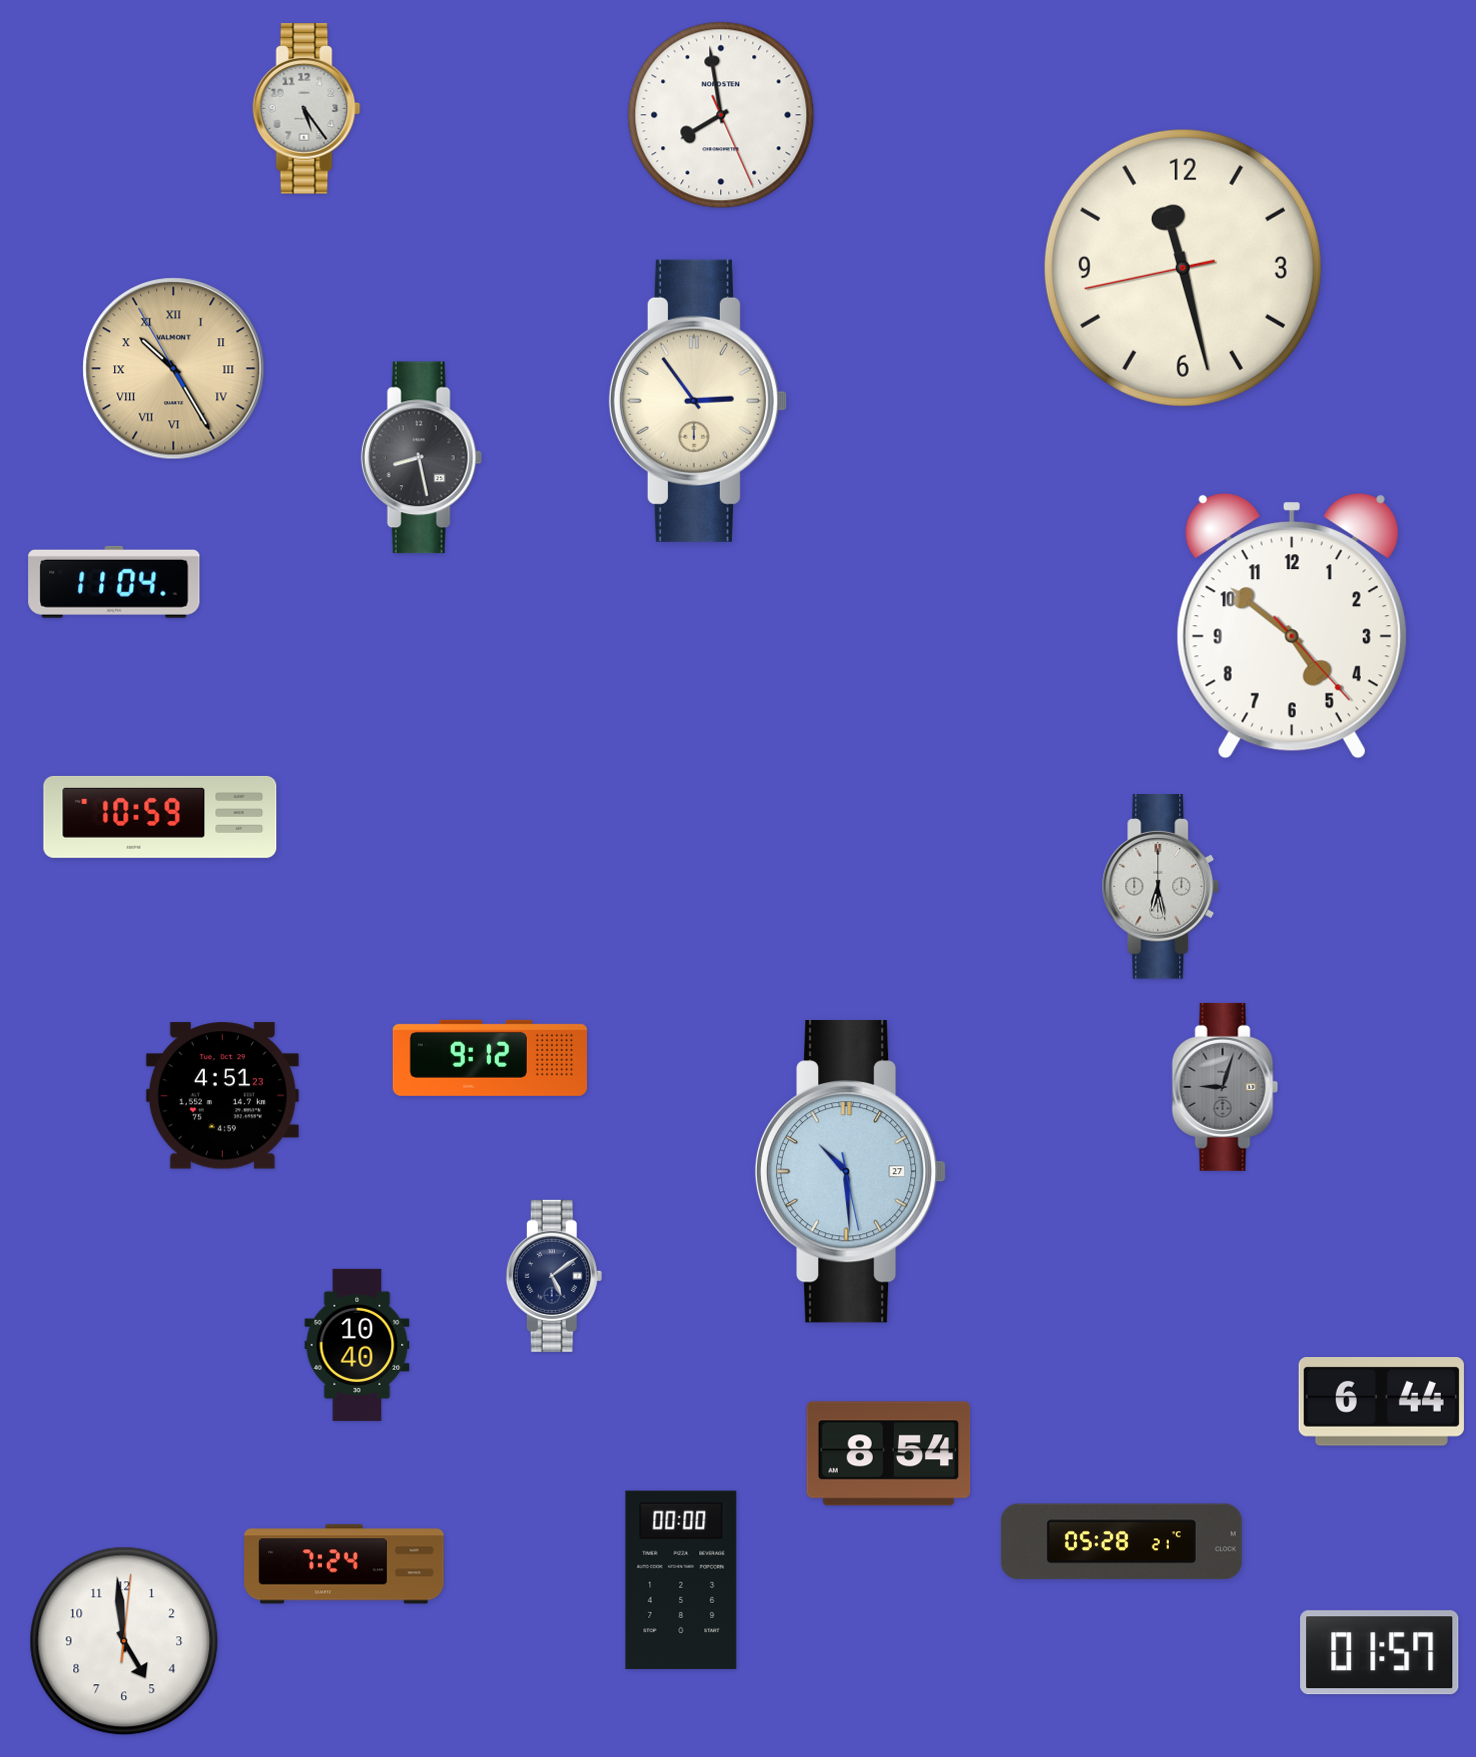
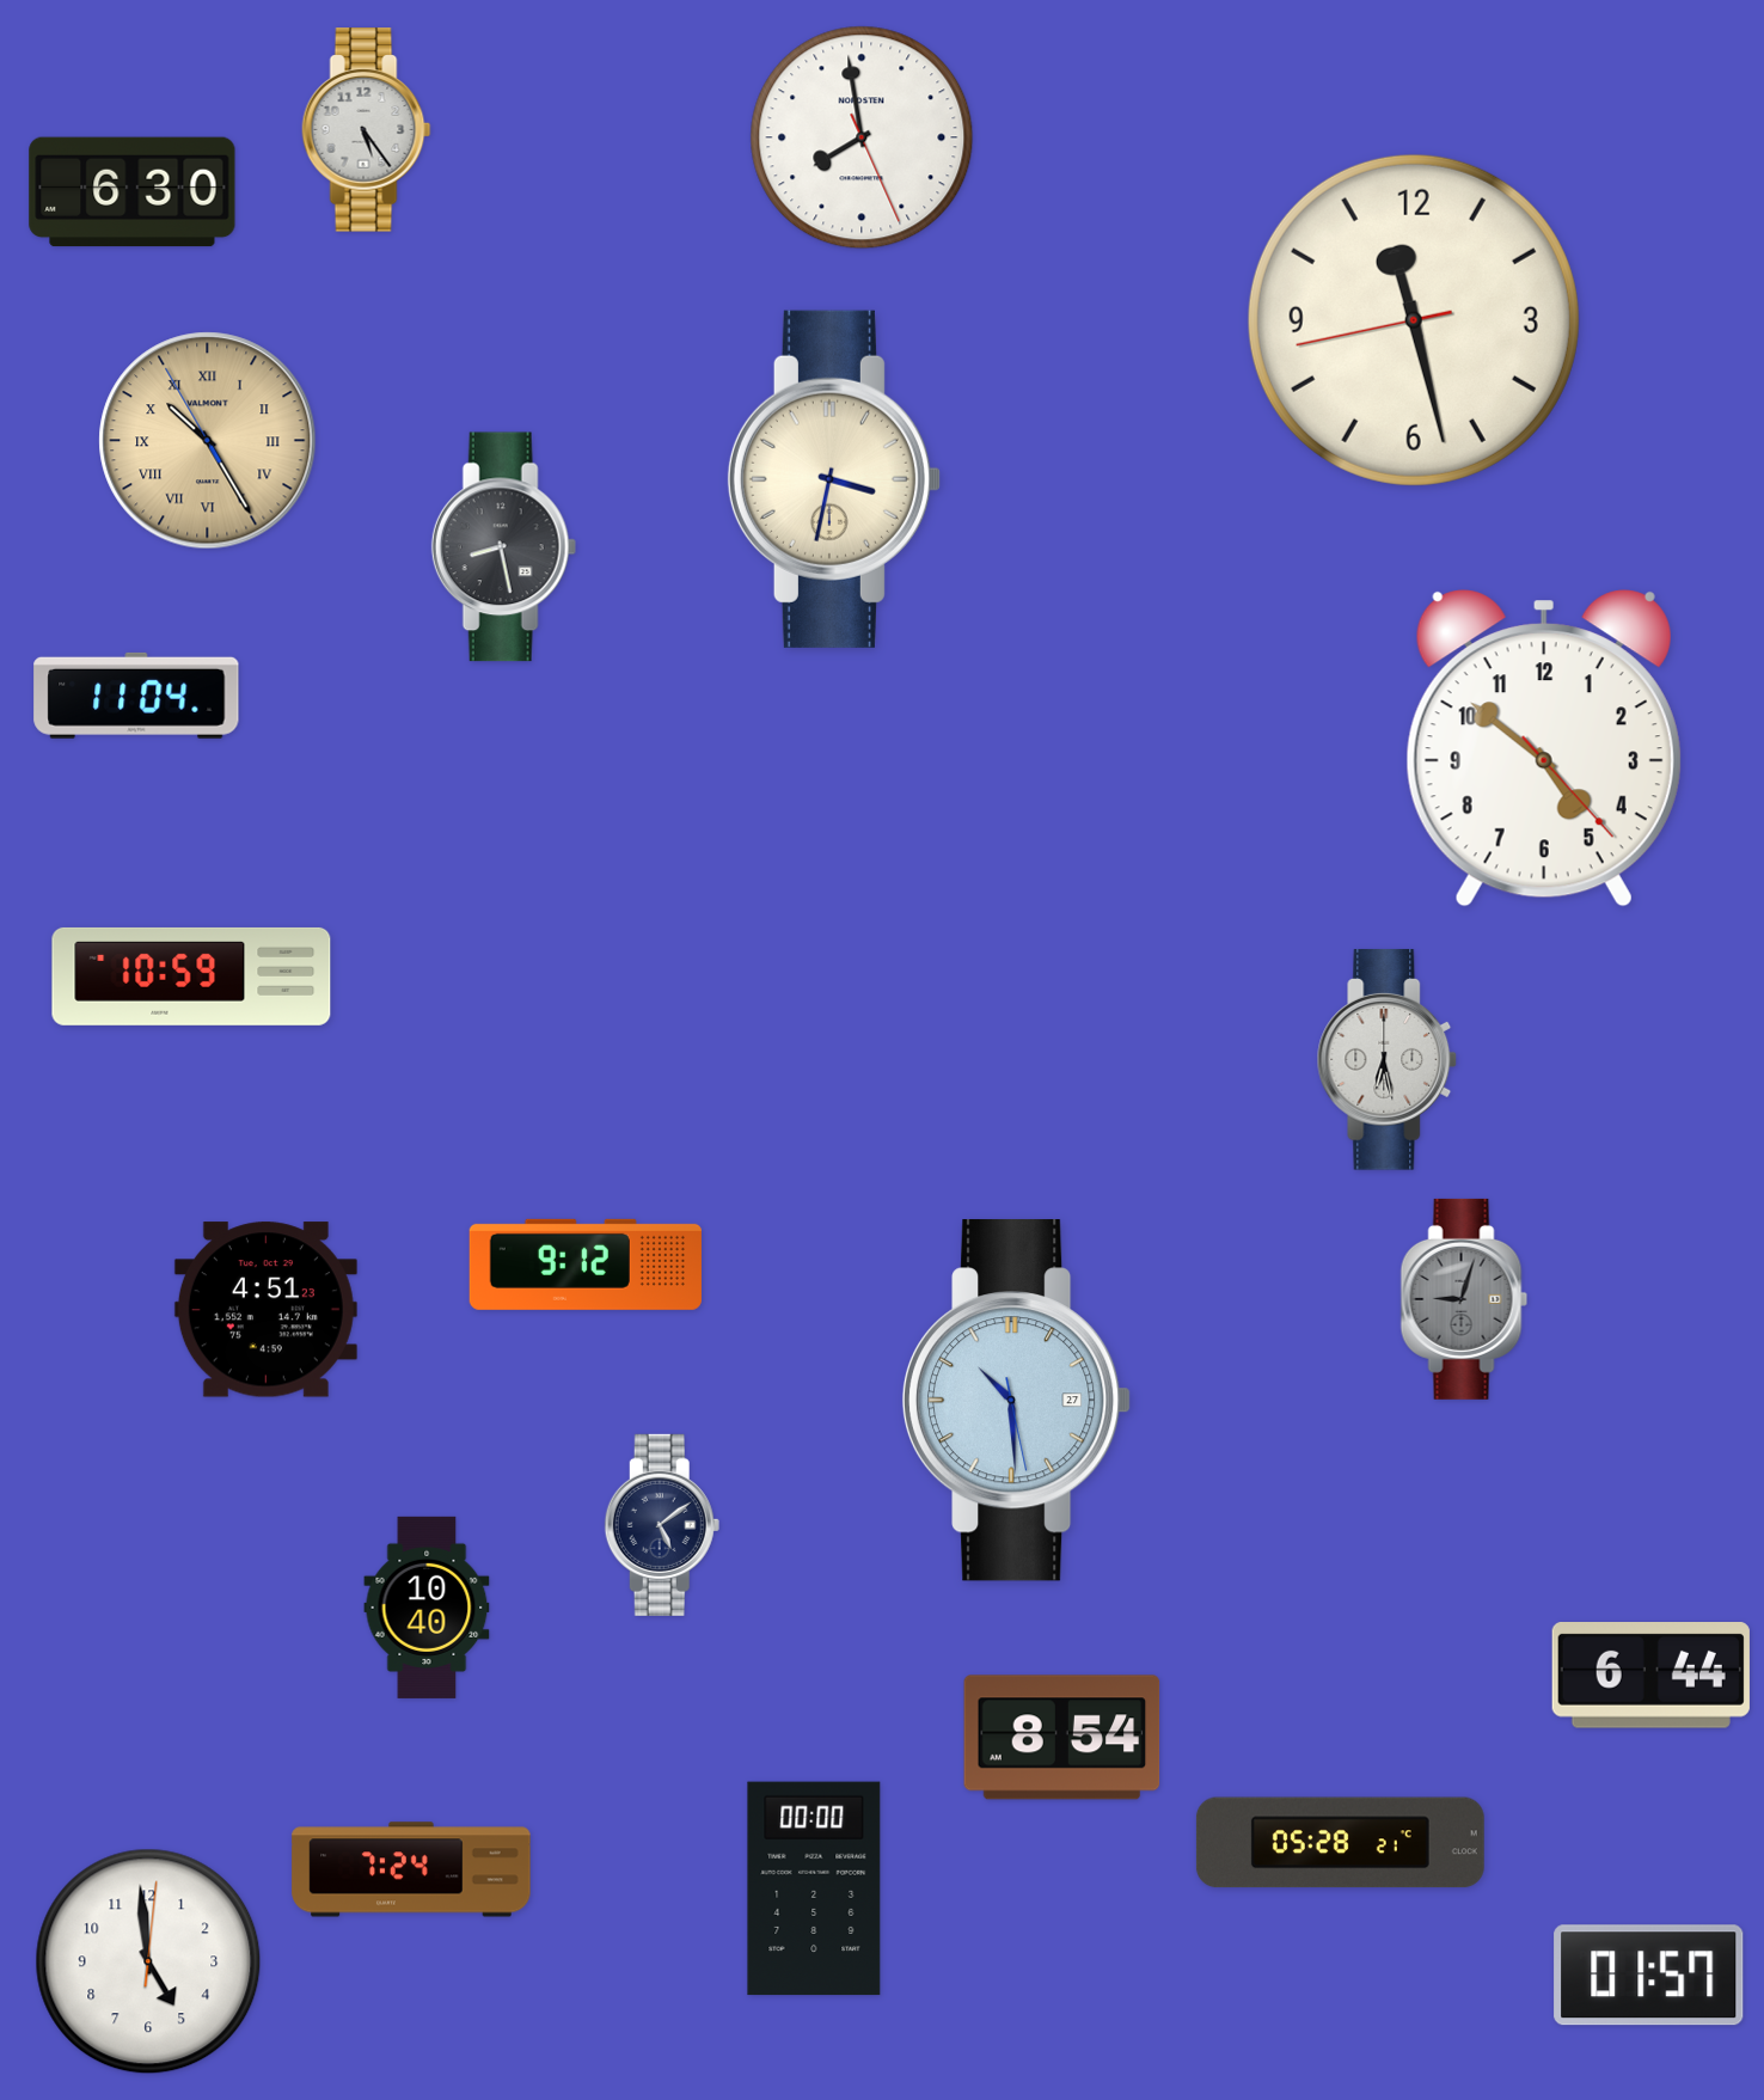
clock at (133, 192): none -> 6:30
clock at (698, 401): 2:54 -> 3:32
